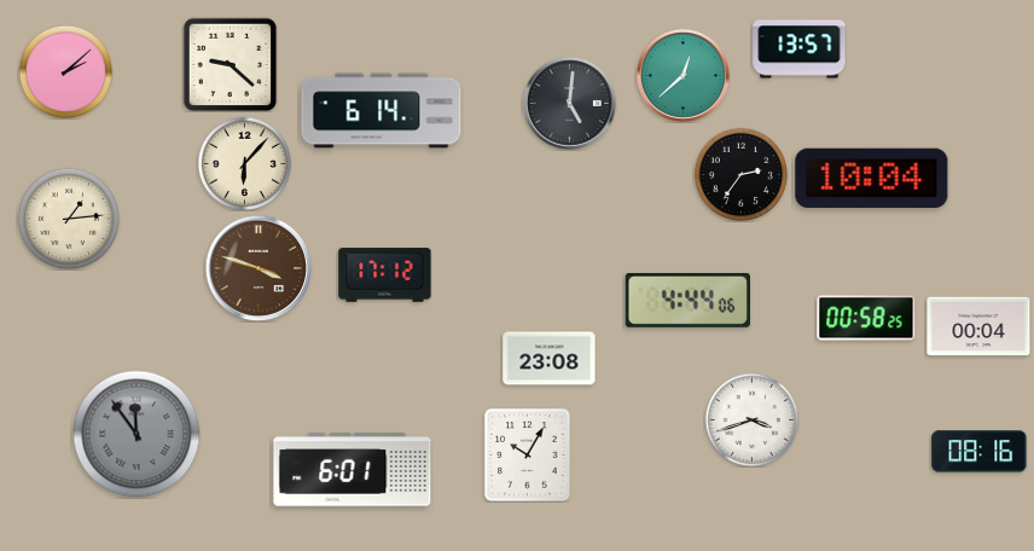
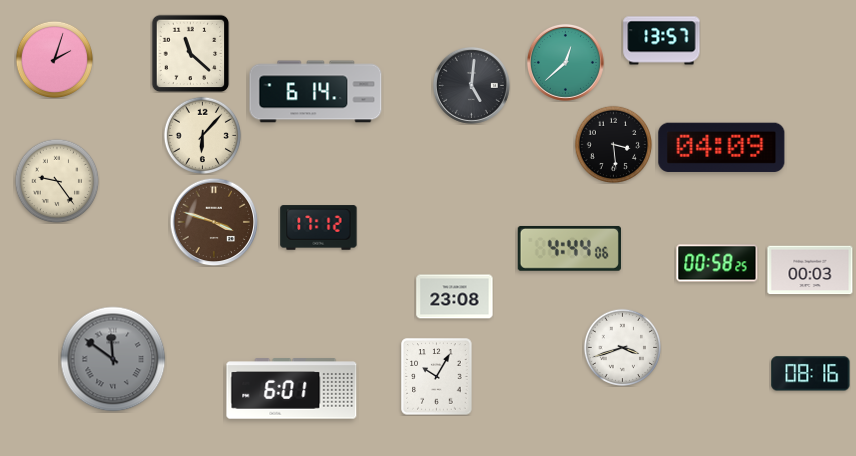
clock at (230, 64): 9:22 -> 11:22
clock at (65, 71): 2:08 -> 2:03
clock at (740, 174): 2:36 -> 3:29
clock at (872, 178): 10:04 -> 04:09
clock at (69, 219): 1:14 -> 9:24
clock at (978, 326): 00:04 -> 00:03
clock at (136, 434): 11:54 -> 11:51
